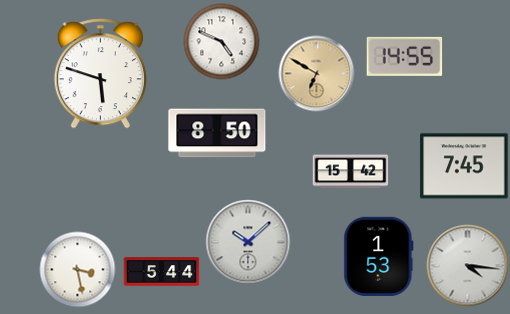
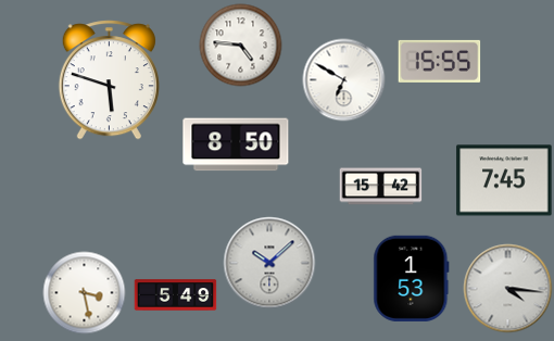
clock at (222, 42): 4:49 -> 4:46
clock at (405, 56): 14:55 -> 15:55
clock at (317, 74) dial: champagne -> white
clock at (162, 272): 5:44 -> 5:49
